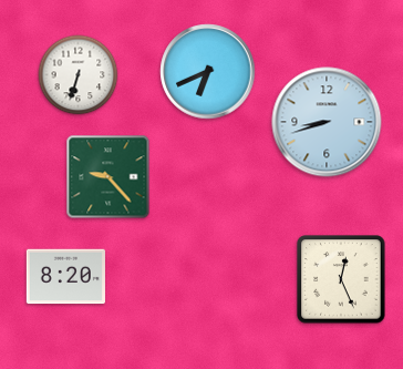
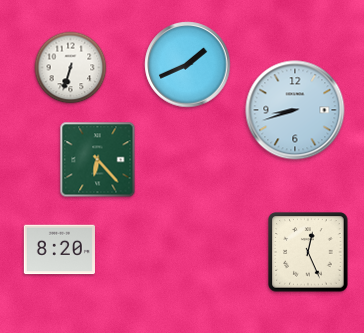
clock at (208, 72): 6:41 -> 1:41
clock at (108, 177): 9:23 -> 6:23
